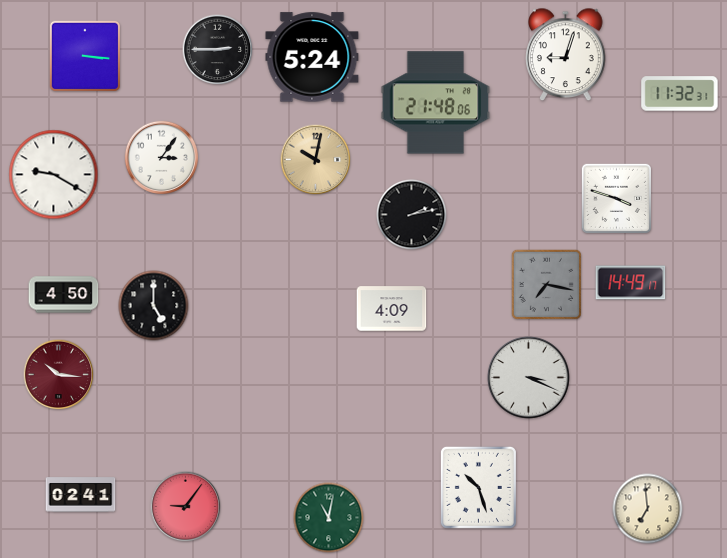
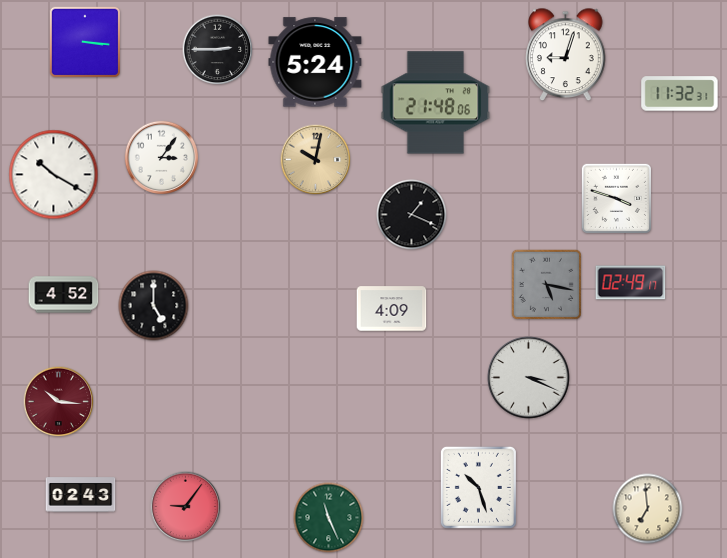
clock at (85, 56) position: (85, 56) -> (85, 42)
clock at (312, 57) position: (312, 57) -> (315, 62)
clock at (54, 175): 9:20 -> 10:20
clock at (412, 215): 2:13 -> 1:19
clock at (631, 283): 14:49 -> 02:49
clock at (546, 284): 7:17 -> 5:17
clock at (64, 295): 4:50 -> 4:52
clock at (59, 375) position: (59, 375) -> (59, 402)
clock at (81, 495): 02:41 -> 02:43
clock at (329, 518): 11:02 -> 11:26
